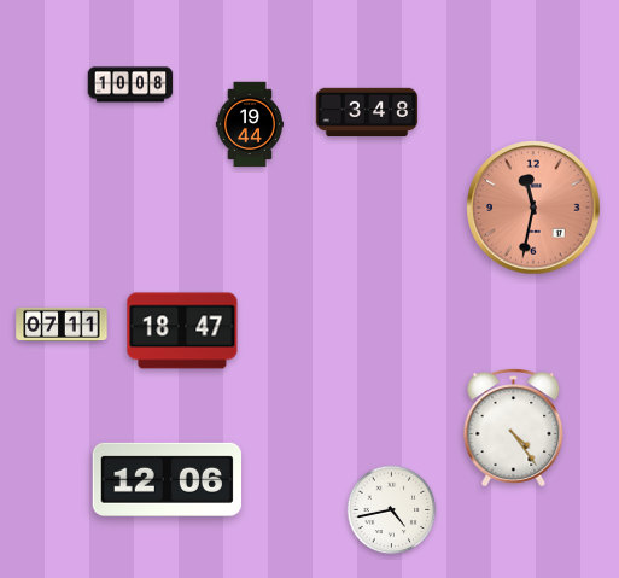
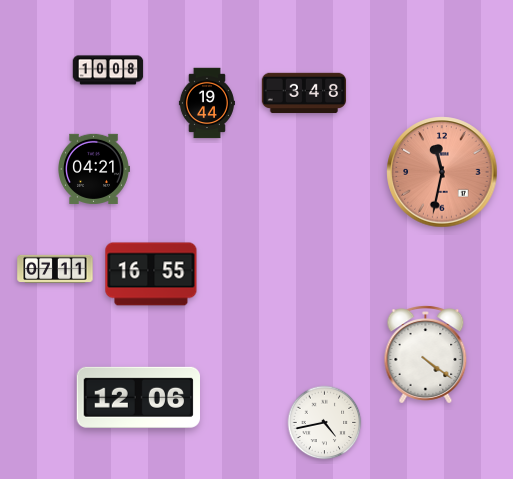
clock at (94, 169): none -> 04:21
clock at (62, 323) position: (62, 323) -> (55, 268)
clock at (182, 331): 18:47 -> 16:55
clock at (514, 428): 4:24 -> 4:21
